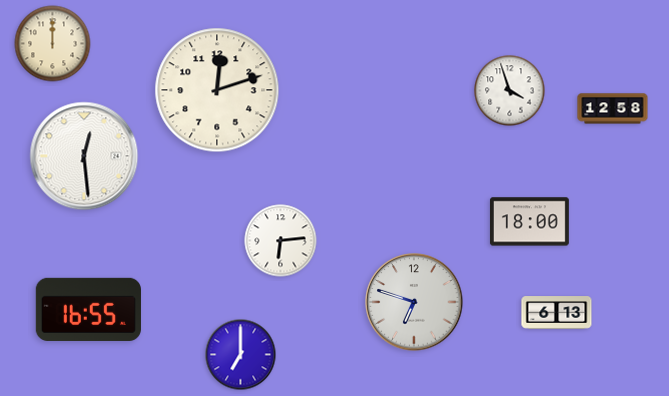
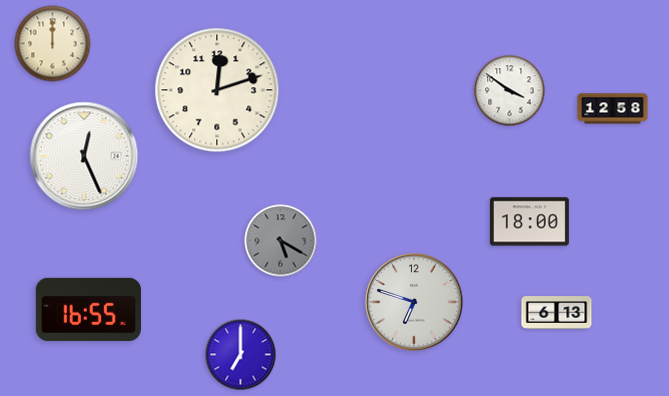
clock at (510, 91): 3:57 -> 3:51
clock at (84, 156): 12:29 -> 12:26
clock at (281, 241): 6:14 -> 5:20
clock at (281, 241) dial: white -> grey
